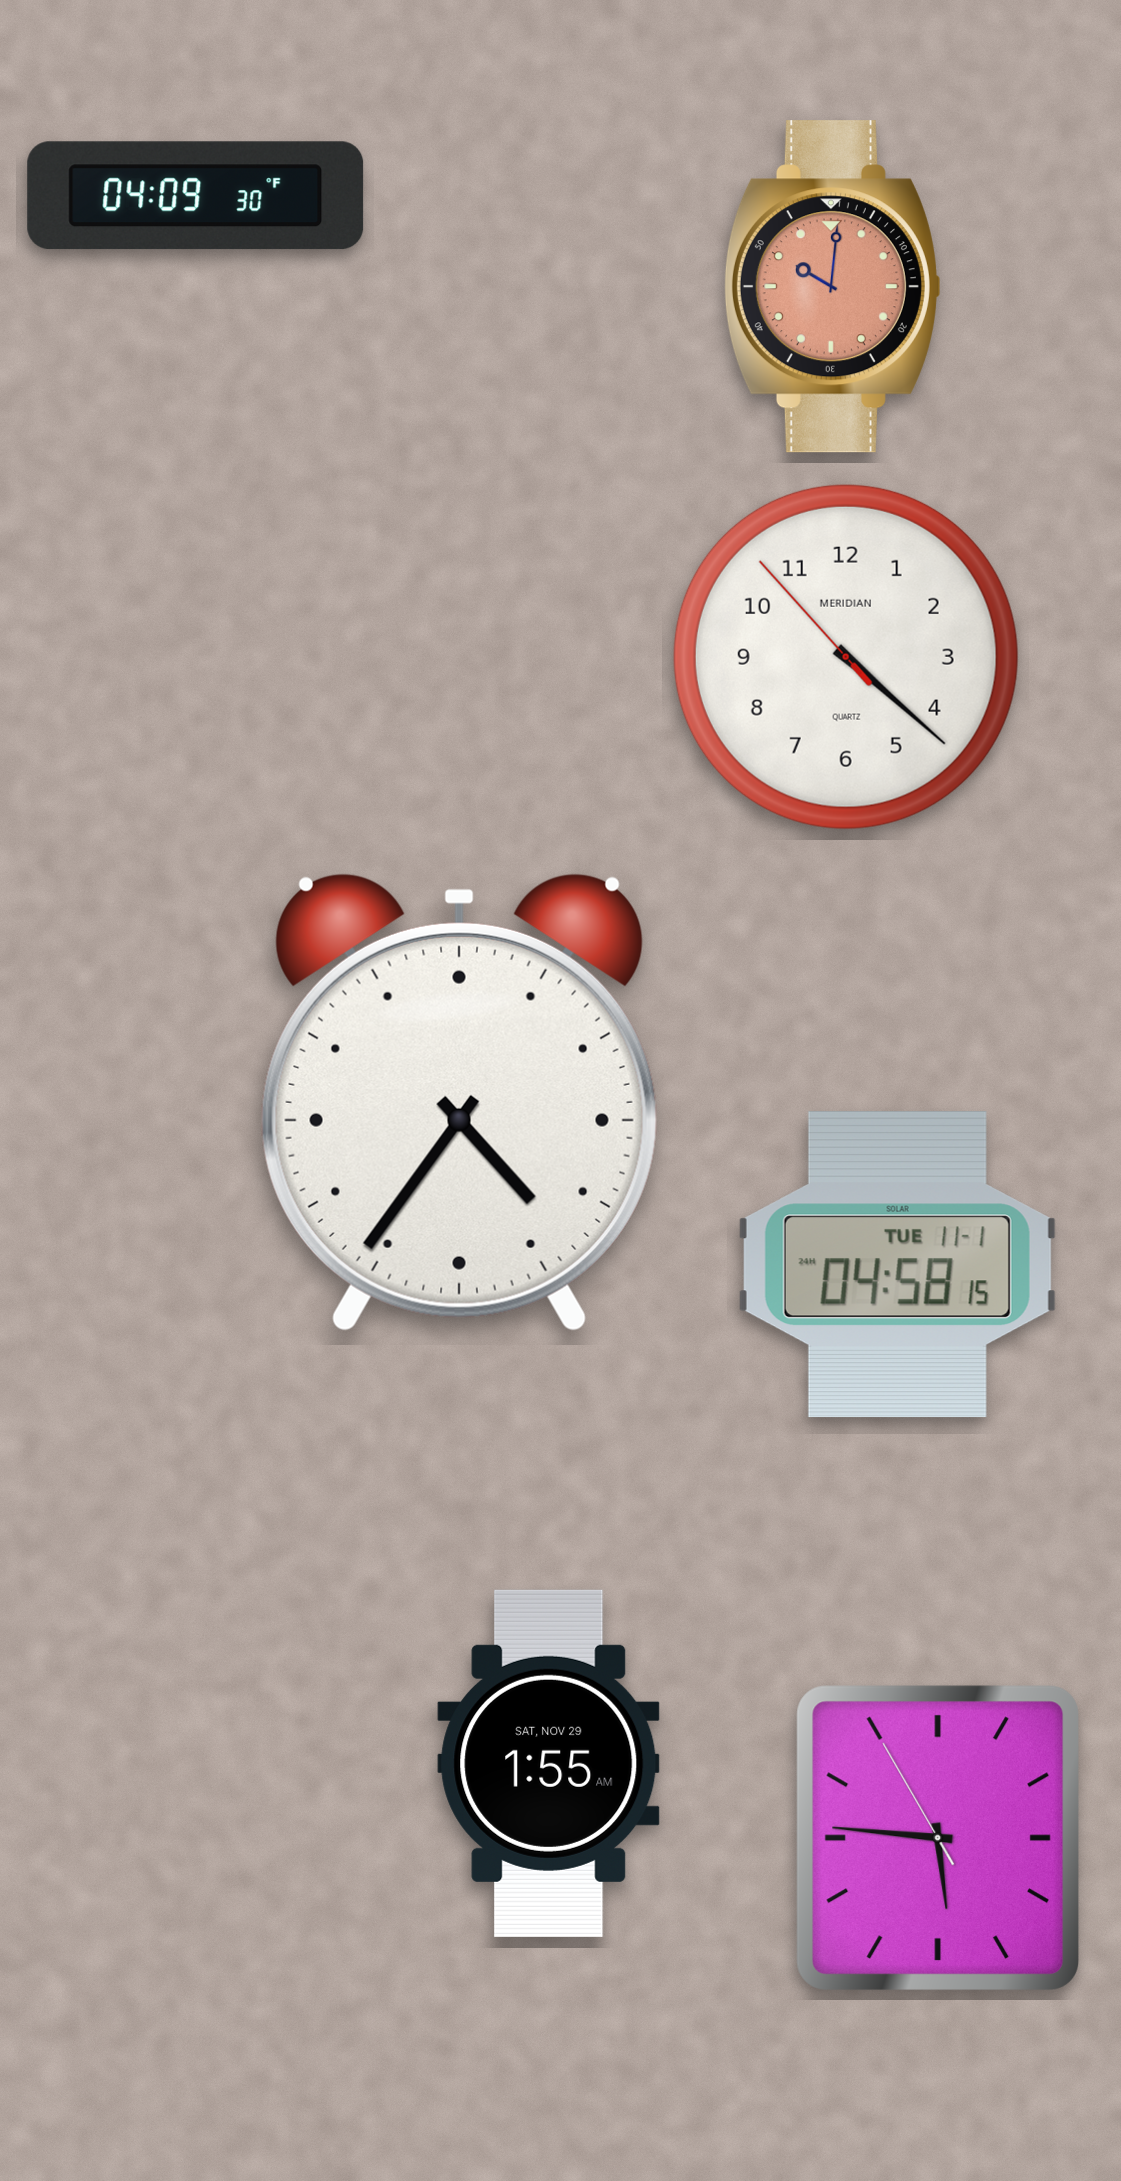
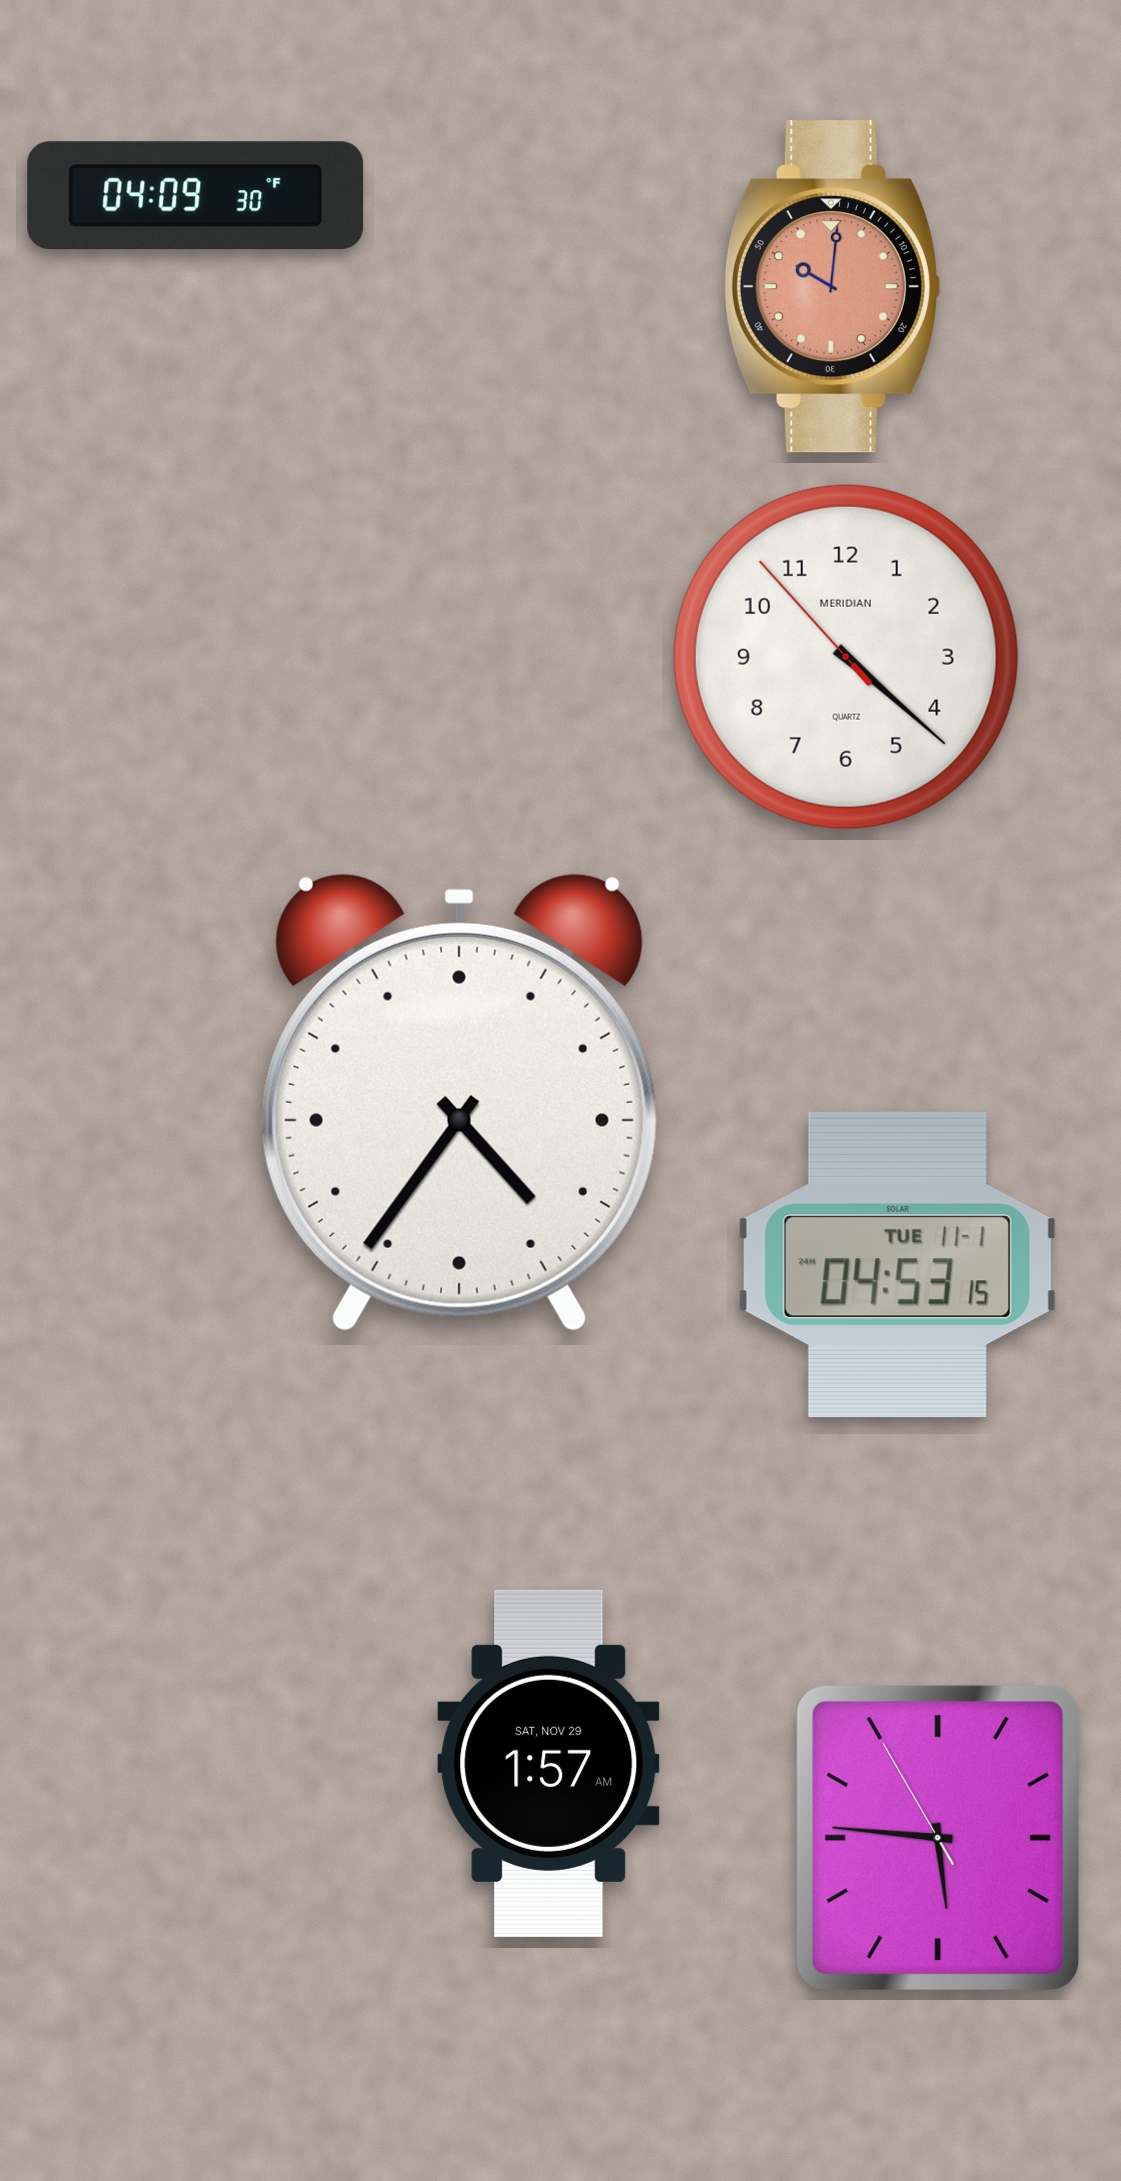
clock at (897, 1265): 04:58 -> 04:53
clock at (549, 1763): 1:55 -> 1:57
